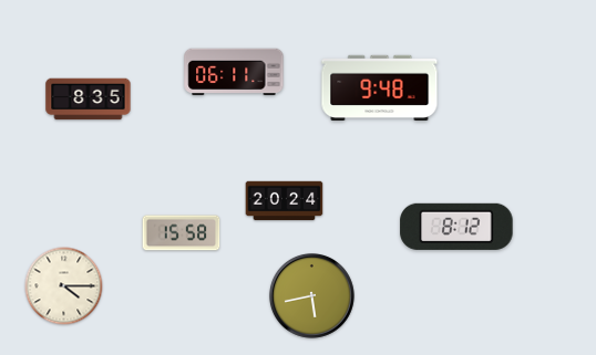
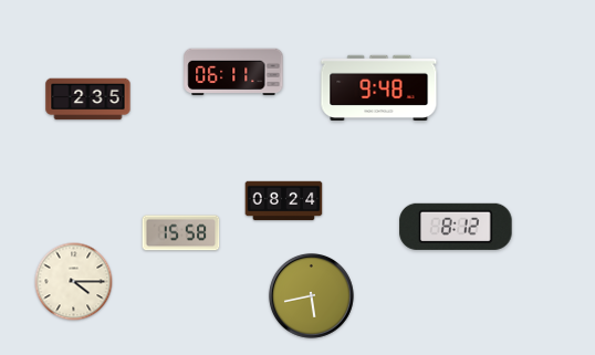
clock at (89, 100): 8:35 -> 2:35
clock at (285, 201): 20:24 -> 08:24
clock at (64, 286) position: (64, 286) -> (74, 282)
